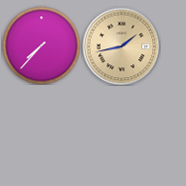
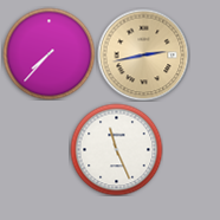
clock at (121, 46): 1:43 -> 2:43
clock at (116, 149): none -> 11:26
